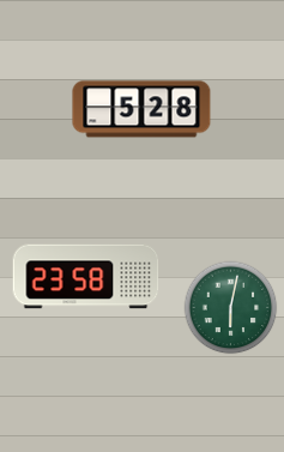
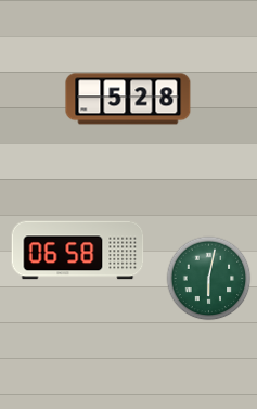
clock at (86, 277): 23:58 -> 06:58
